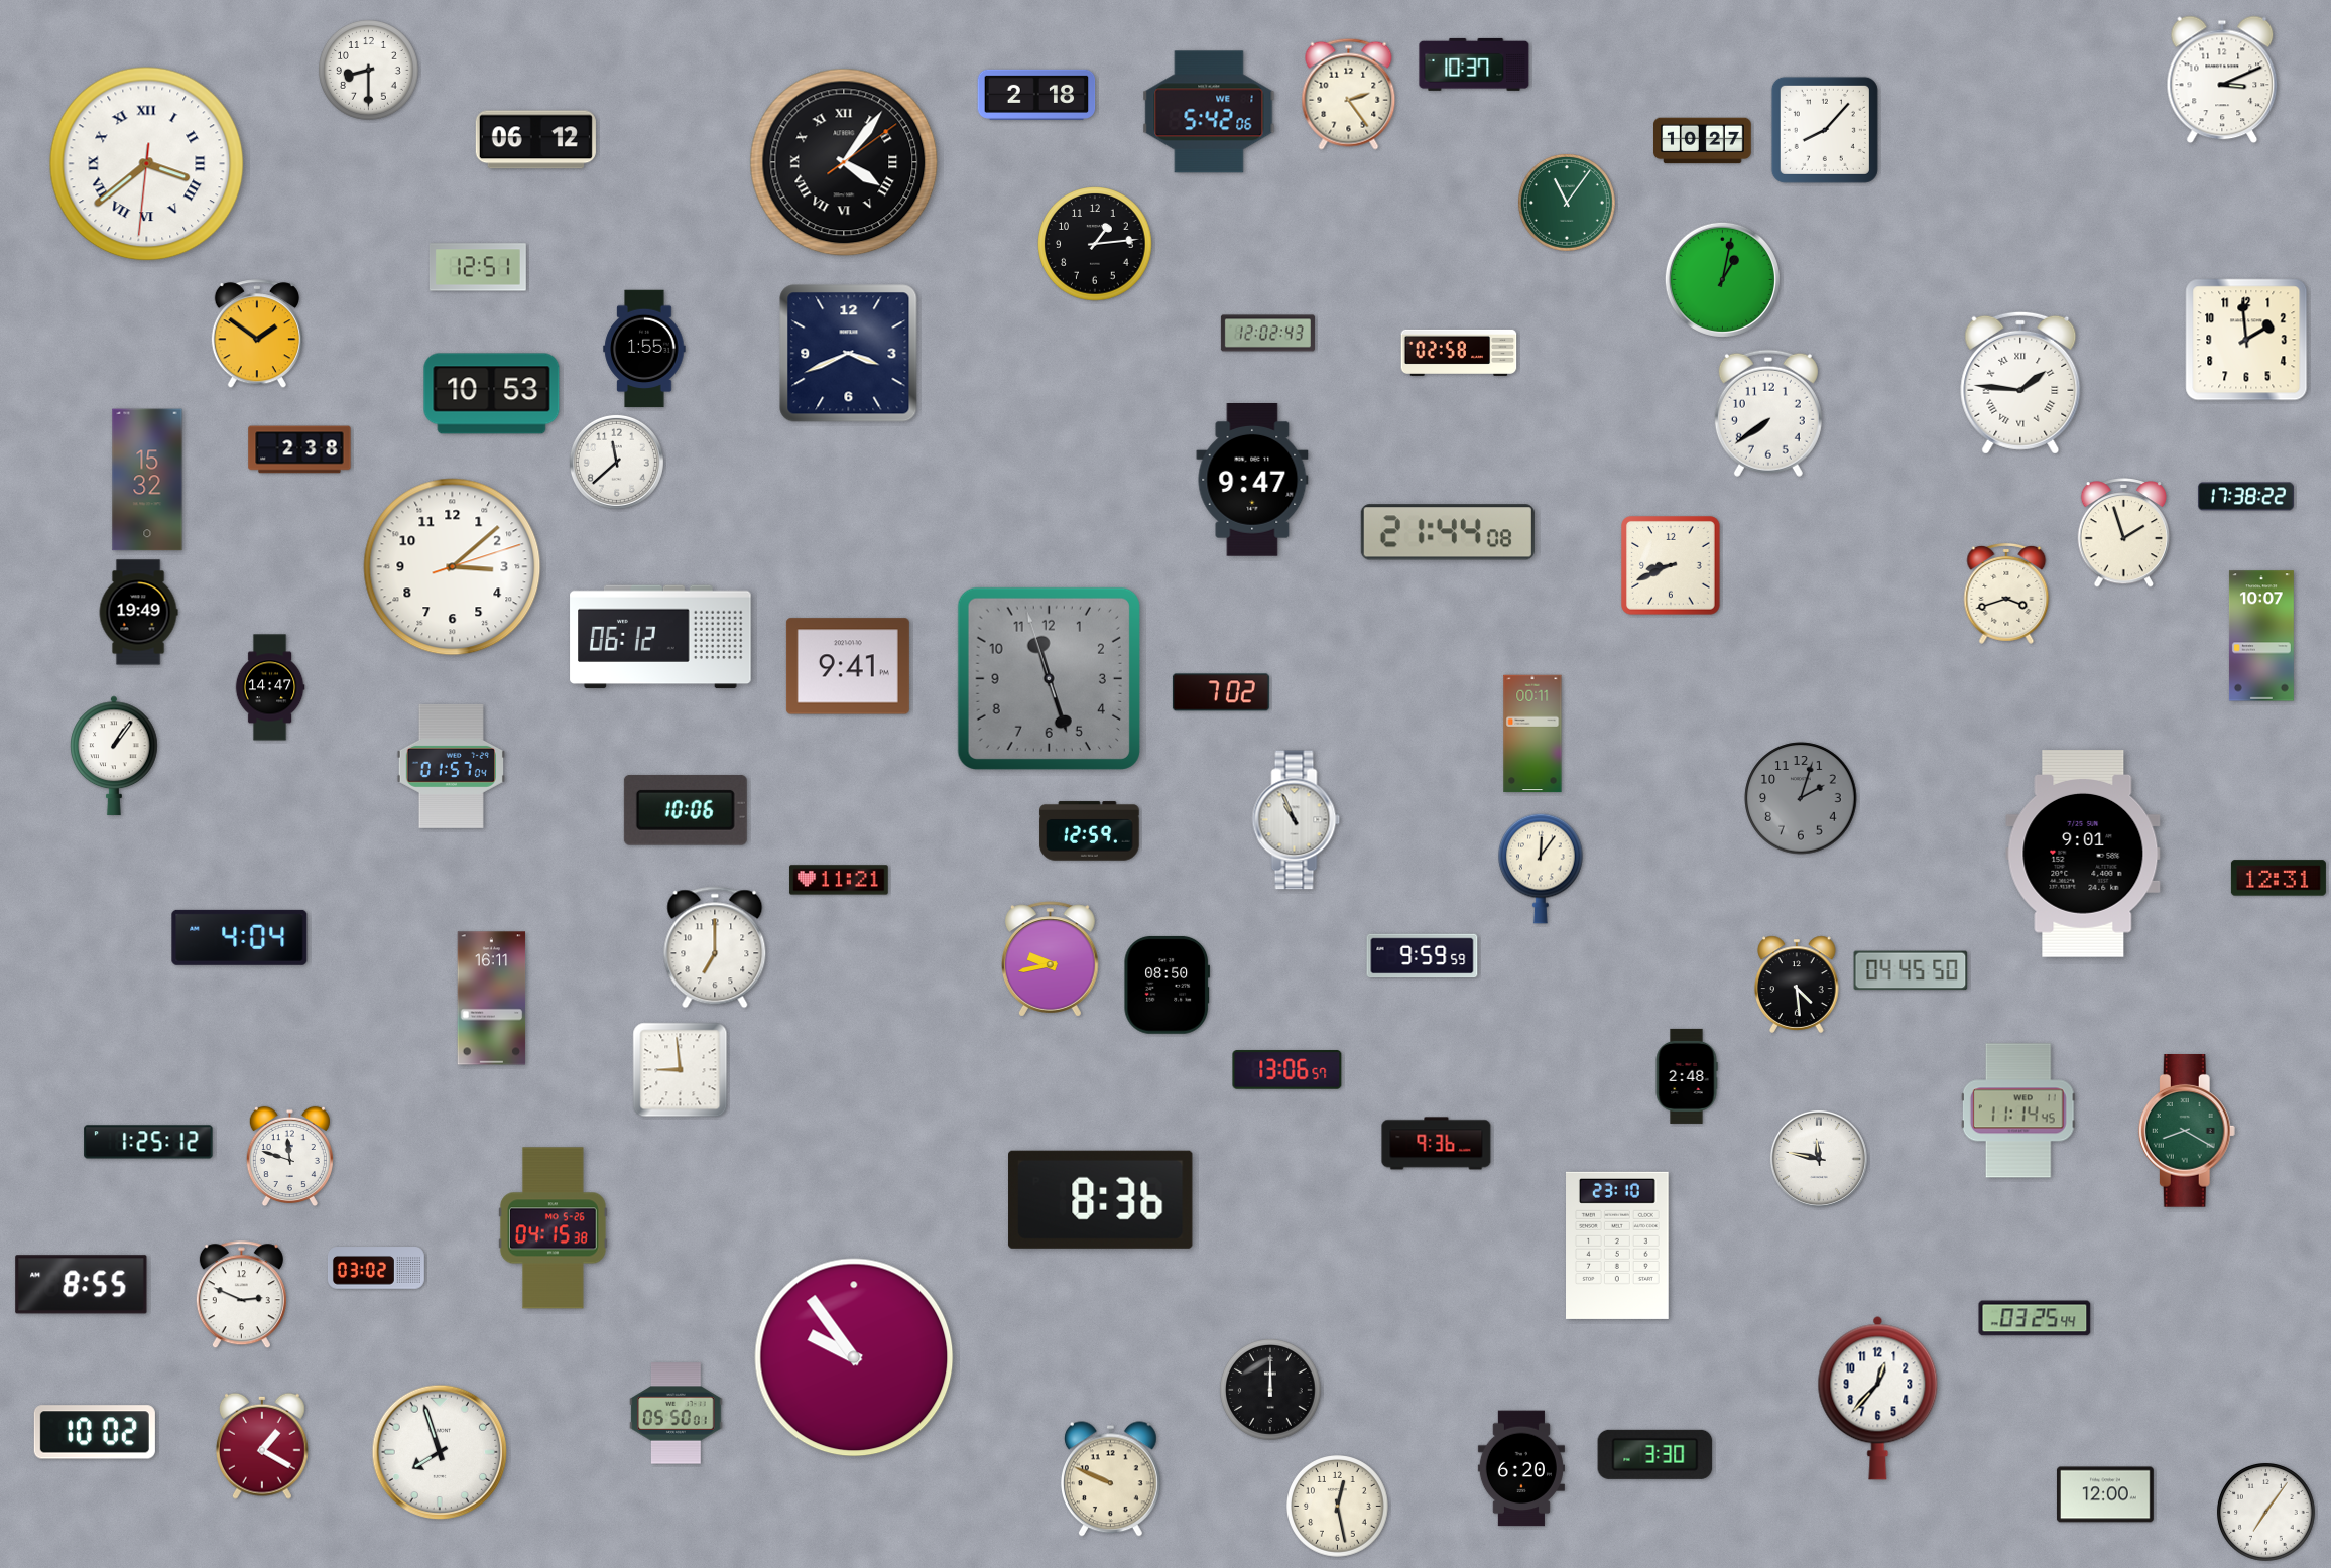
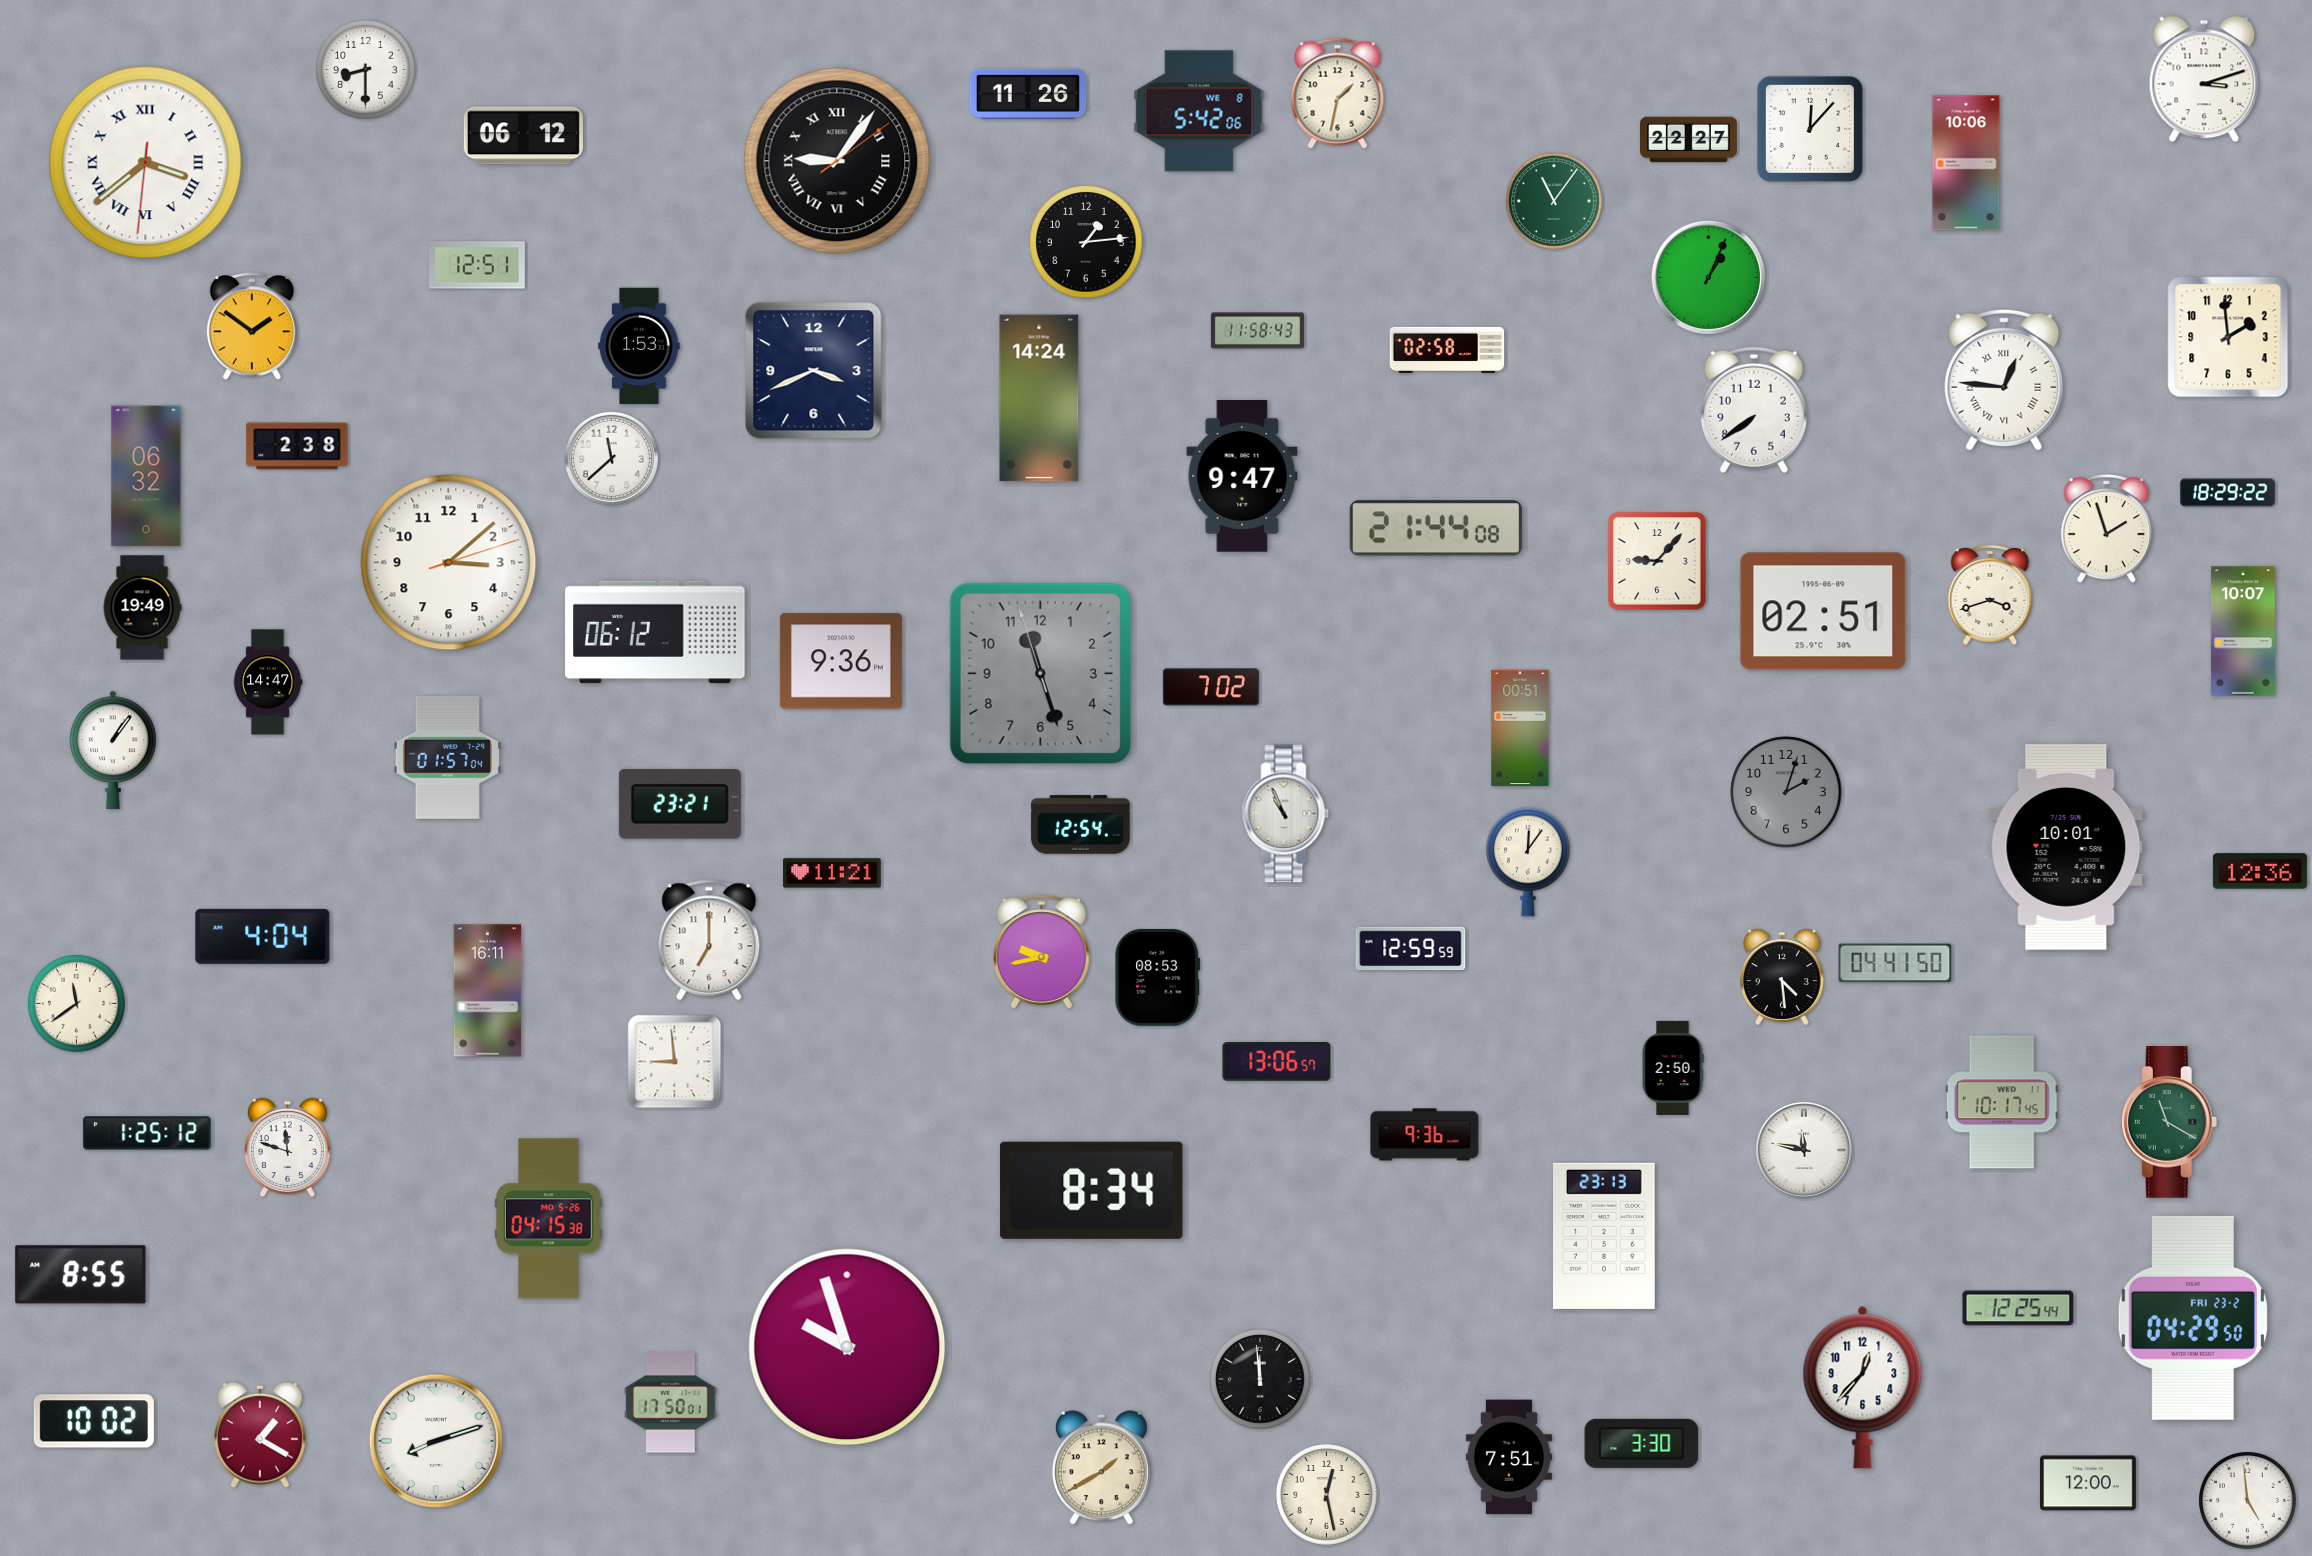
clock at (1474, 64): 10:37 -> none
clock at (2222, 80): 3:11 -> 3:12
clock at (1349, 94): 2:24 -> 1:32
clock at (1036, 95): 2:18 -> 11:26
clock at (1209, 112) date: WE 1 -> WE 8
clock at (1825, 130): 8:07 -> 12:07
clock at (535, 140) position: (535, 140) -> (523, 136)
clock at (1703, 141): 10:27 -> 22:27
clock at (844, 162): 4:06 -> 9:06
clock at (1966, 163): none -> 10:06
clock at (478, 267) position: (478, 267) -> (477, 265)
clock at (1722, 279): 1:02 -> 1:04
clock at (1267, 334): 12:02 -> 11:58
clock at (257, 335) position: (257, 335) -> (252, 327)
clock at (644, 349): 1:55 -> 1:53
clock at (849, 354) position: (849, 354) -> (814, 371)
clock at (2020, 383): 1:46 -> 12:46
clock at (492, 394): 10:53 -> none
clock at (1039, 398): none -> 14:24
clock at (147, 480): 15:32 -> 06:32
clock at (2245, 497): 17:38 -> 18:29
clock at (1671, 565): 8:41 -> 9:07
clock at (2006, 594) position: (2006, 594) -> (1990, 595)
clock at (138, 613) position: (138, 613) -> (142, 608)
clock at (1823, 611): none -> 02:51
clock at (848, 666): 9:41 -> 9:36
clock at (1532, 734): 00:11 -> 00:51
clock at (451, 766) position: (451, 766) -> (447, 757)
clock at (686, 810): 10:06 -> 23:21
clock at (1090, 831): 12:59 -> 12:54
clock at (2083, 855): 9:01 -> 10:01
clock at (2279, 878): 12:31 -> 12:36
clock at (240, 937) position: (240, 937) -> (263, 936)
clock at (1423, 956): 9:59 -> 12:59
clock at (1911, 970): 04:45 -> 04:41
clock at (1168, 985): 08:50 -> 08:53
clock at (77, 1004): none -> 11:39
clock at (1687, 1076): 2:48 -> 2:50
clock at (2018, 1110): 11:14 -> 10:17
clock at (2187, 1132): 8:20 -> 11:20
clock at (1101, 1199): 8:36 -> 8:34
clock at (1618, 1246): 23:10 -> 23:13
clock at (376, 1268): 03:02 -> none
clock at (241, 1295): 2:49 -> none
clock at (2035, 1318): 03:25 -> 12:25
clock at (2193, 1318): none -> 04:29
clock at (854, 1357): 9:54 -> 9:57
clock at (1271, 1391): 12:00 -> 11:59
clock at (677, 1414): 05:50 -> 17:50
clock at (440, 1452): 7:57 -> 8:12
clock at (1521, 1468): 6:20 -> 7:51
clock at (1110, 1479): 9:49 -> 1:40
clock at (2266, 1513): 7:06 -> 4:59
